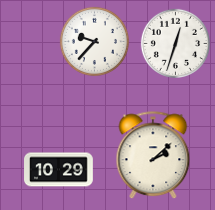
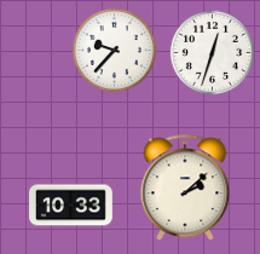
clock at (59, 170): 10:29 -> 10:33
